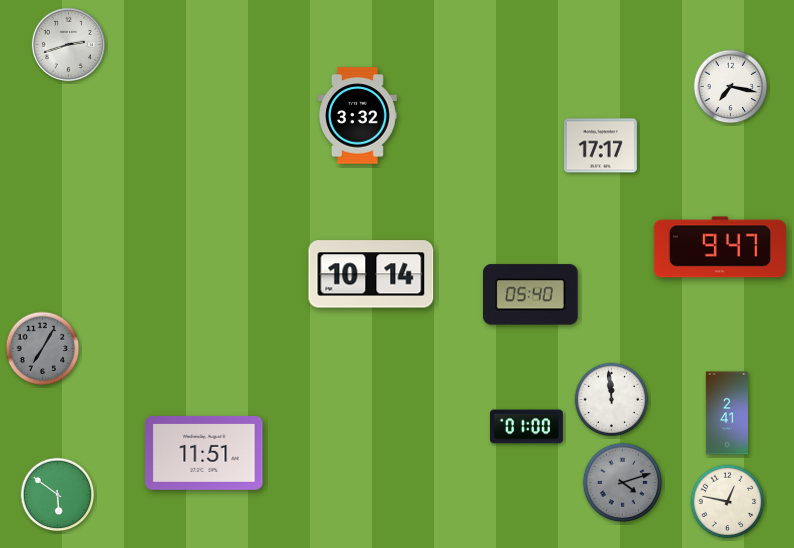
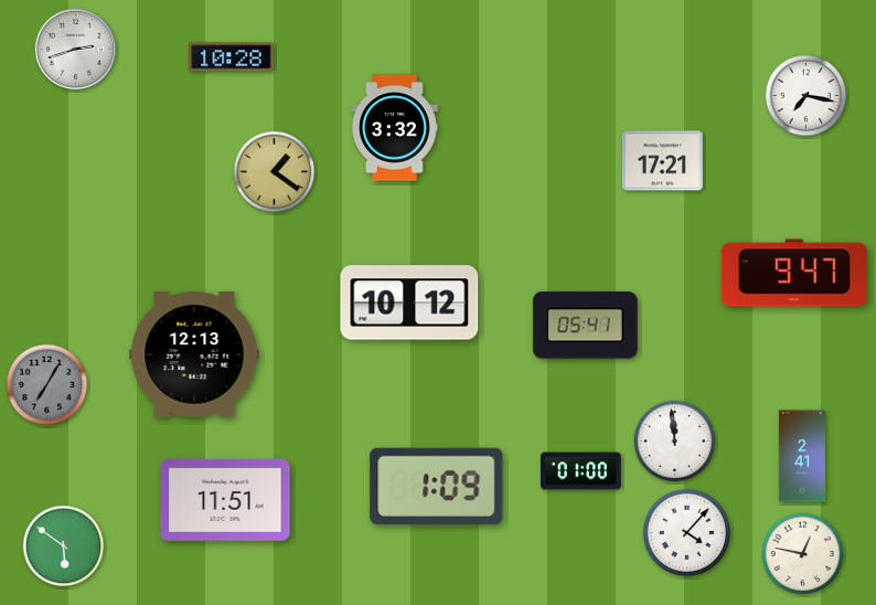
clock at (232, 57): none -> 10:28
clock at (601, 146): 17:17 -> 17:21
clock at (275, 172): none -> 1:21
clock at (371, 274): 10:14 -> 10:12
clock at (531, 295): 05:40 -> 05:41
clock at (194, 354): none -> 12:13
clock at (437, 486): none -> 1:09
clock at (622, 482): 4:12 -> 4:07
clock at (622, 482) dial: grey -> white
